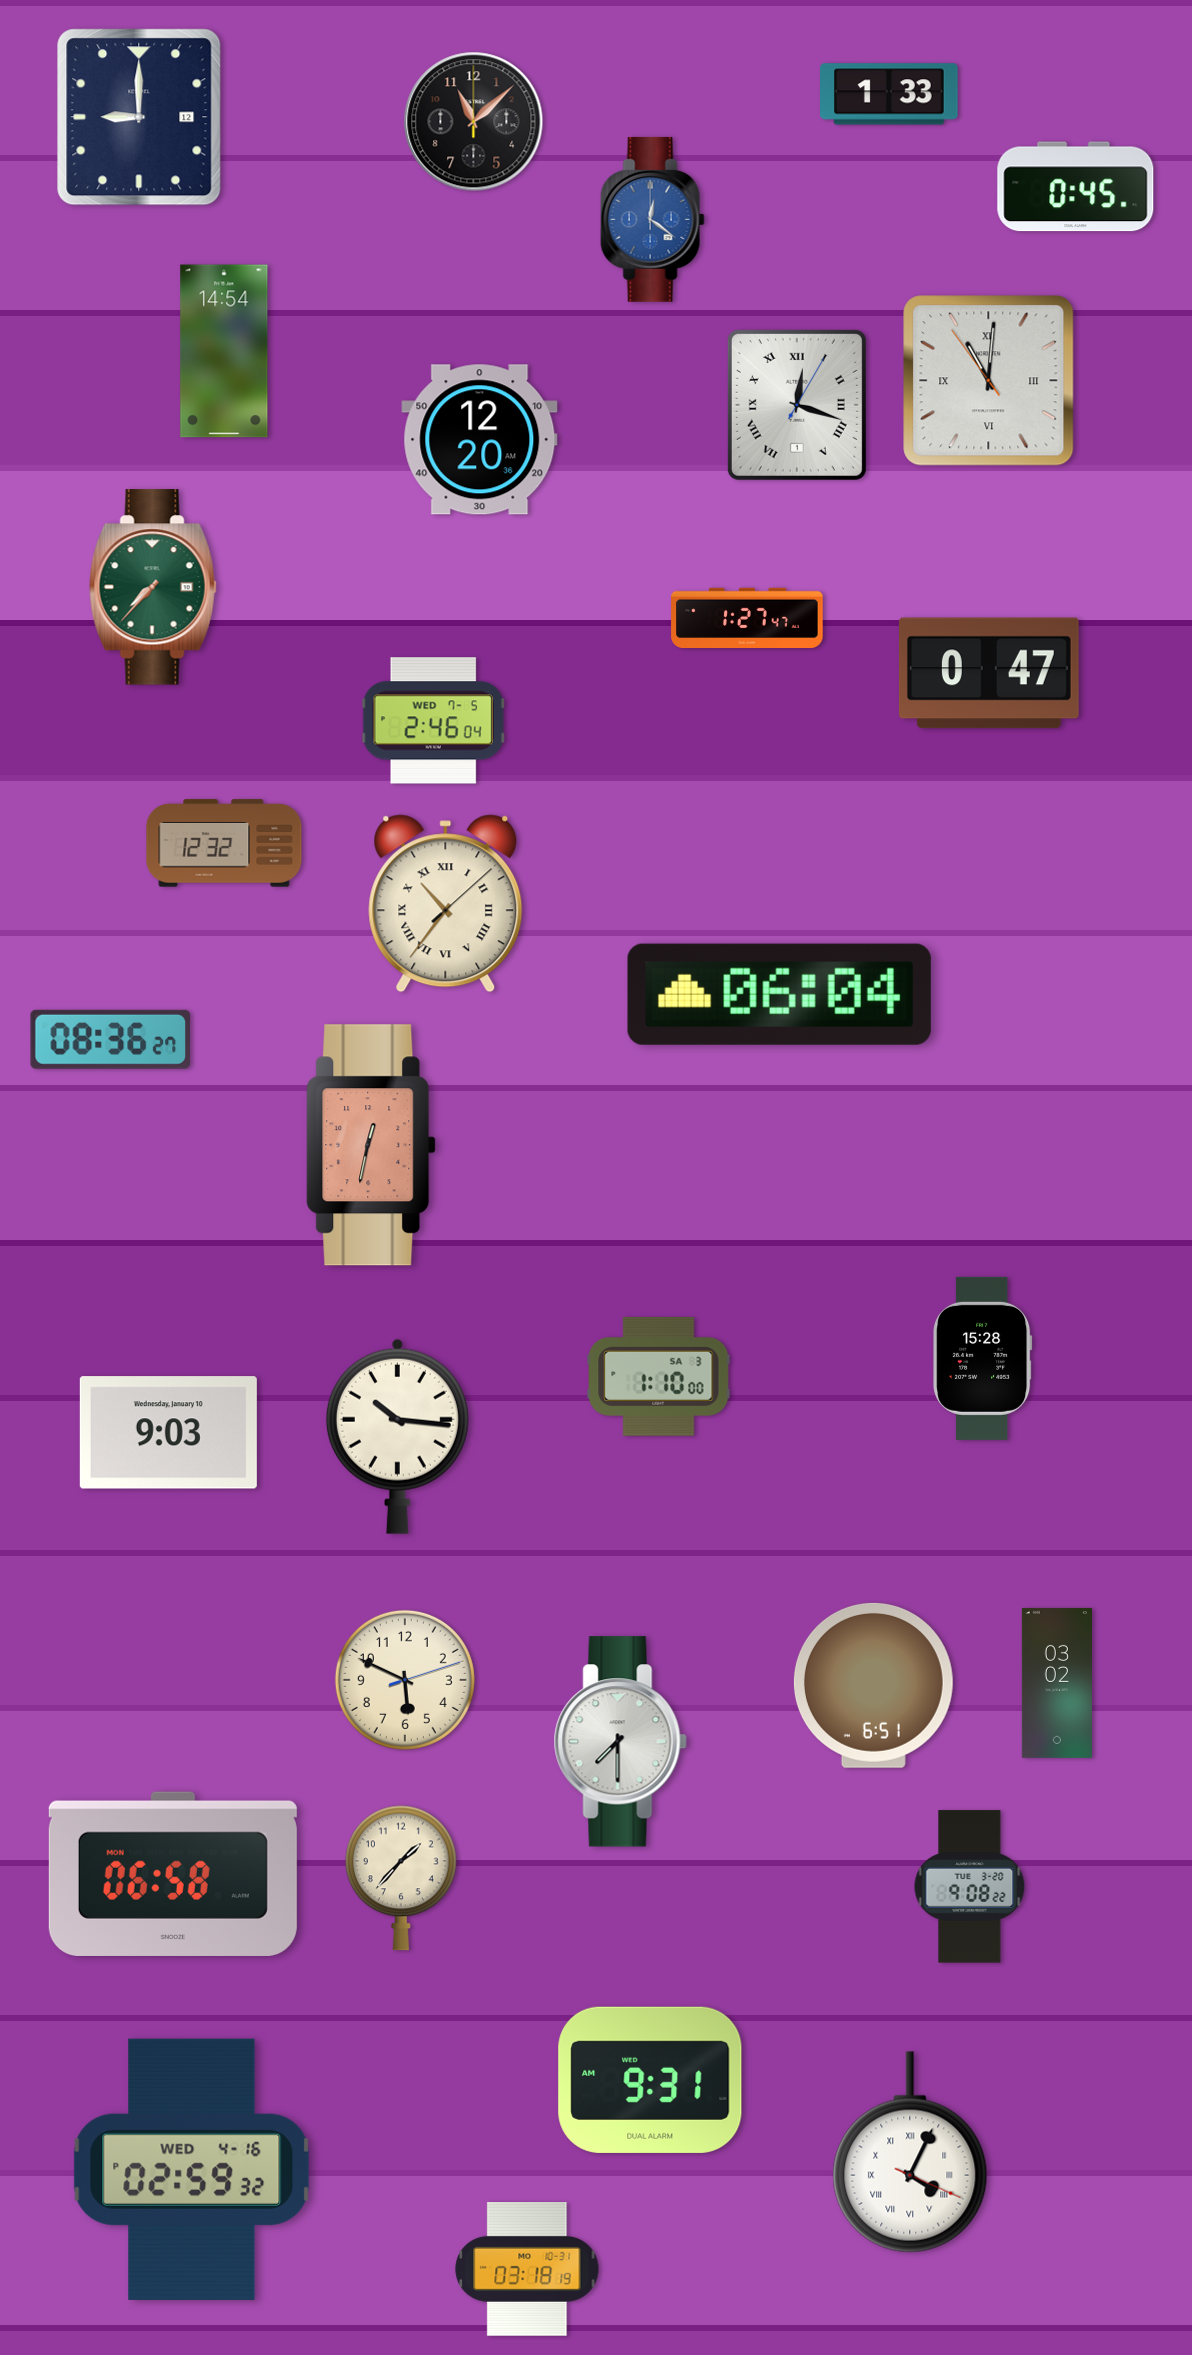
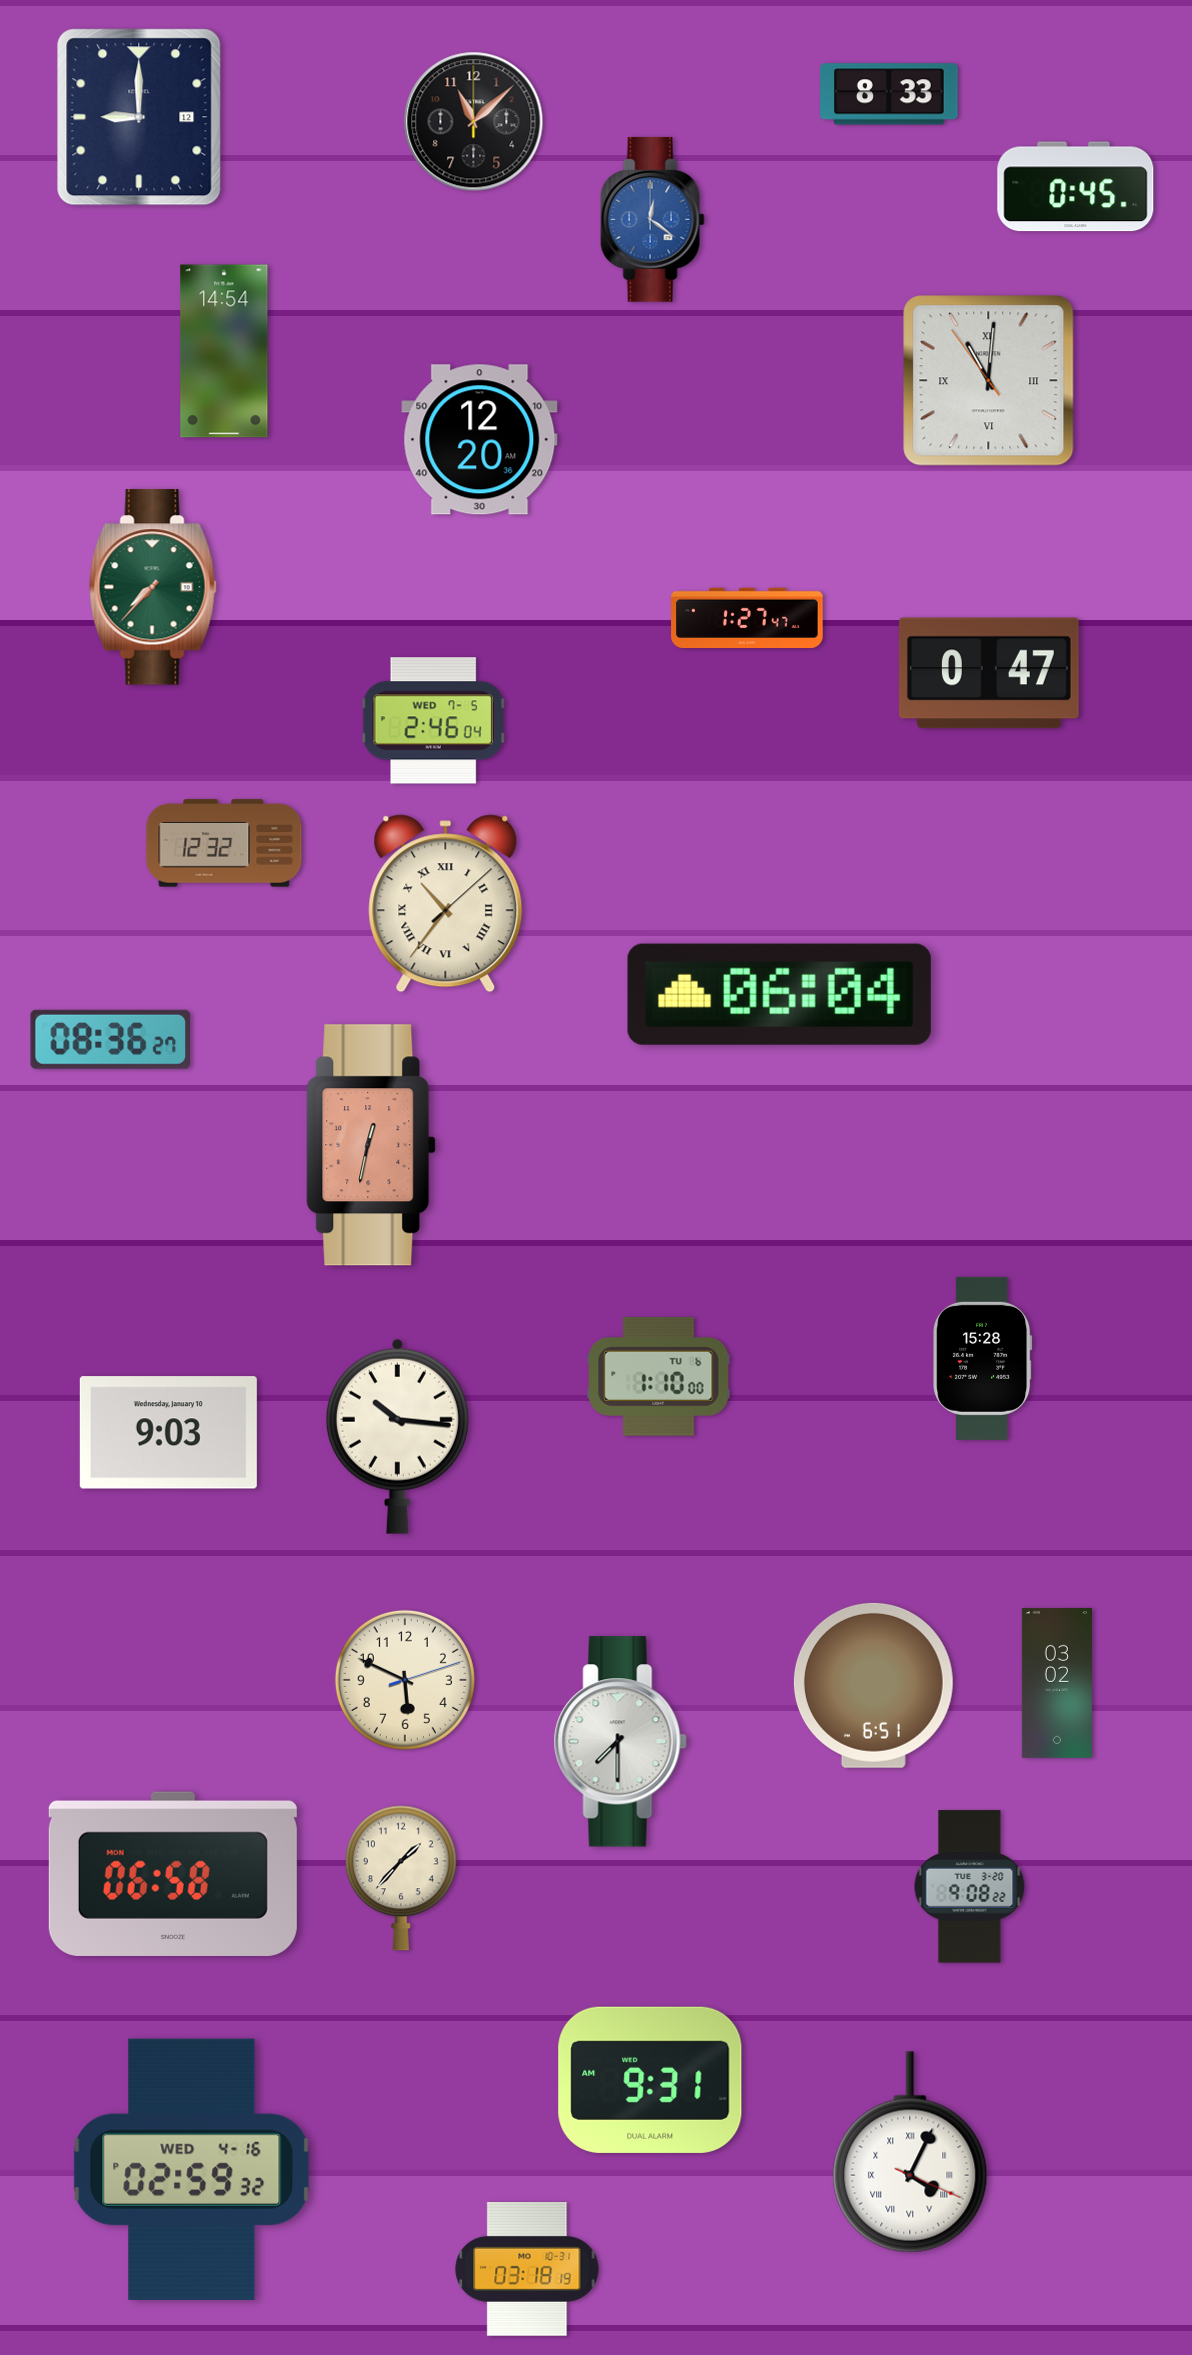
clock at (889, 94): 1:33 -> 8:33
clock at (797, 405): 12:18 -> none
clock at (659, 1376) date: SA 3 -> TU 6
